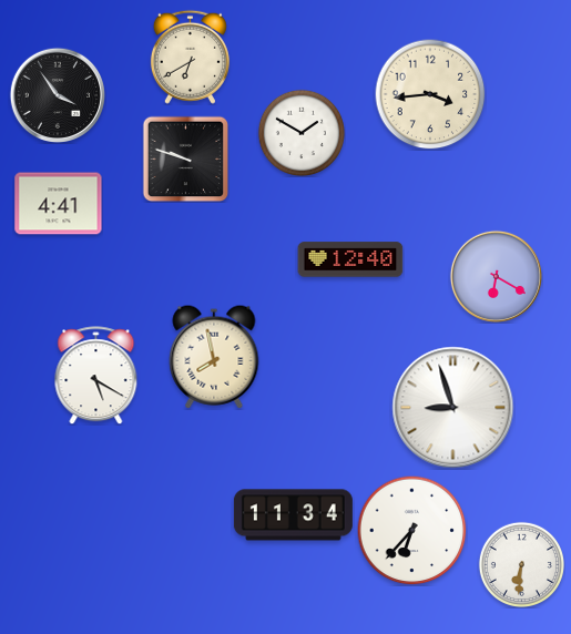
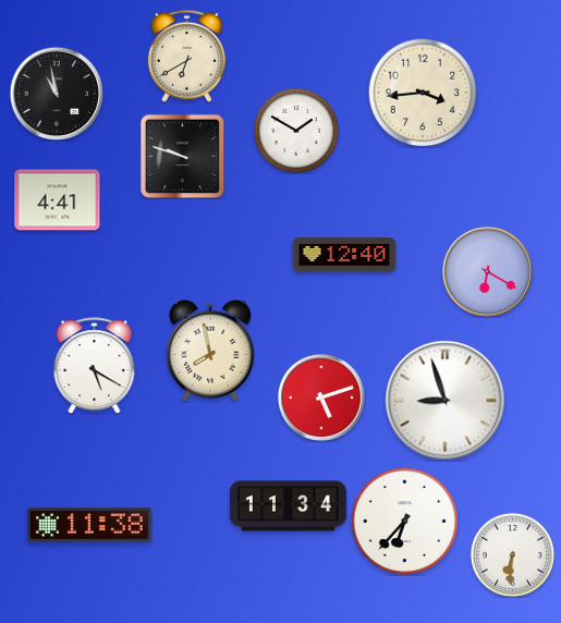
clock at (57, 94): 3:54 -> 10:58
clock at (96, 376) position: (96, 376) -> (95, 366)
clock at (321, 398): none -> 5:12
clock at (89, 525): none -> 11:38
